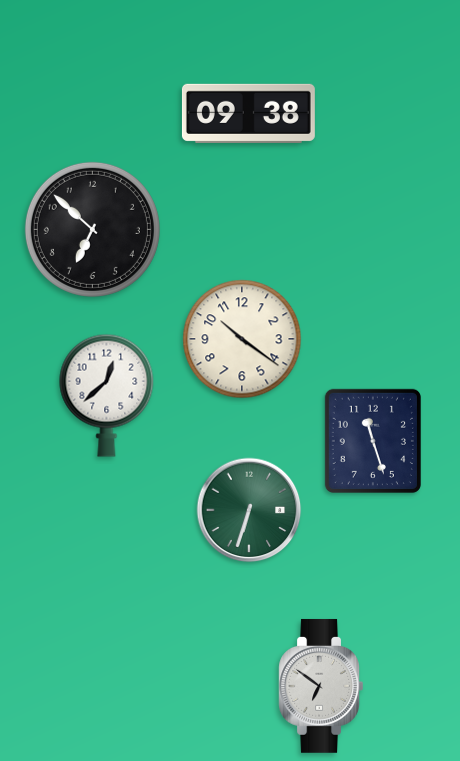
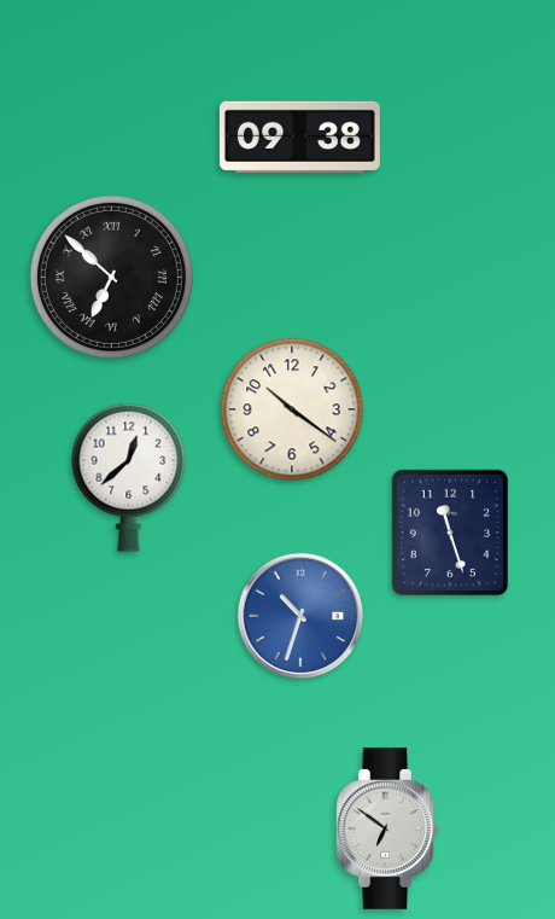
clock at (92, 229) numerals: Arabic -> Roman
clock at (249, 510): 6:33 -> 10:33
clock at (249, 510) dial: green -> blue
